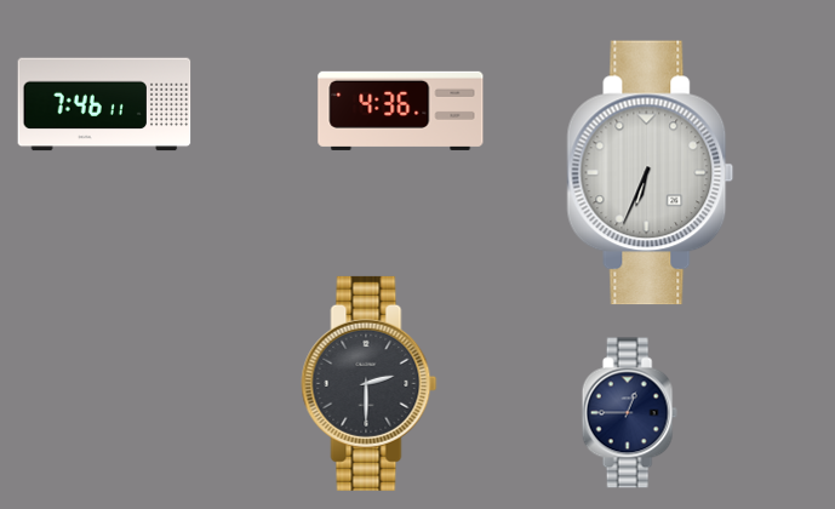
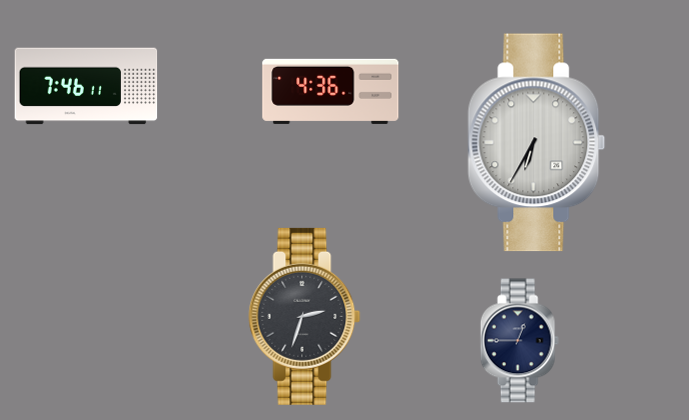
clock at (651, 173): 6:34 -> 6:35
clock at (370, 383): 2:30 -> 2:33
